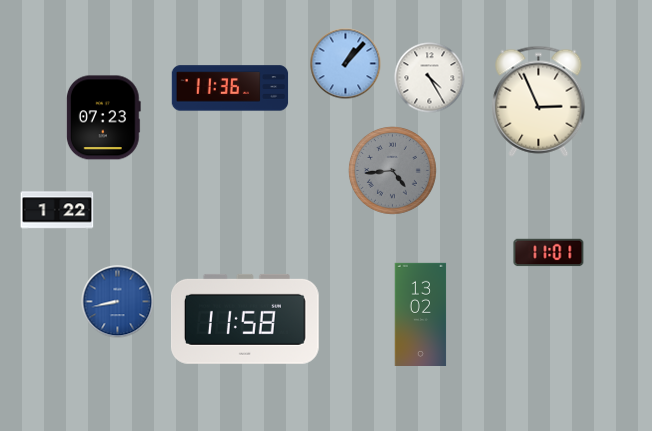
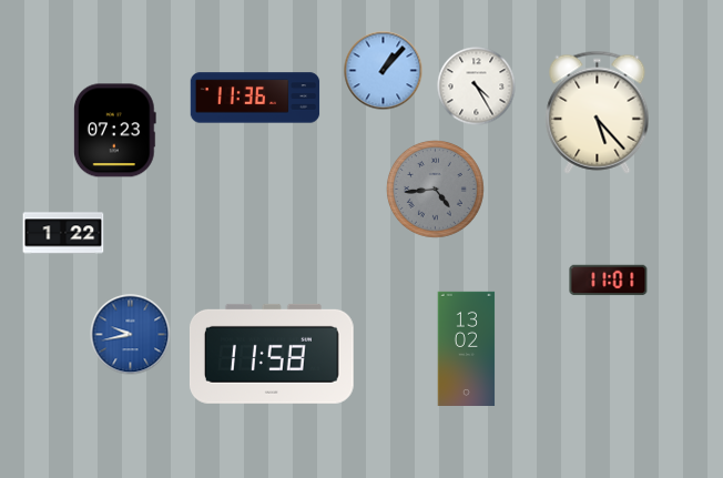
clock at (539, 101): 2:56 -> 5:23
clock at (118, 302): 8:43 -> 9:43
